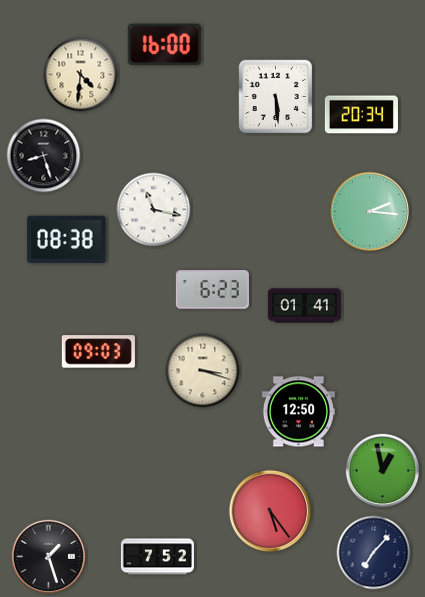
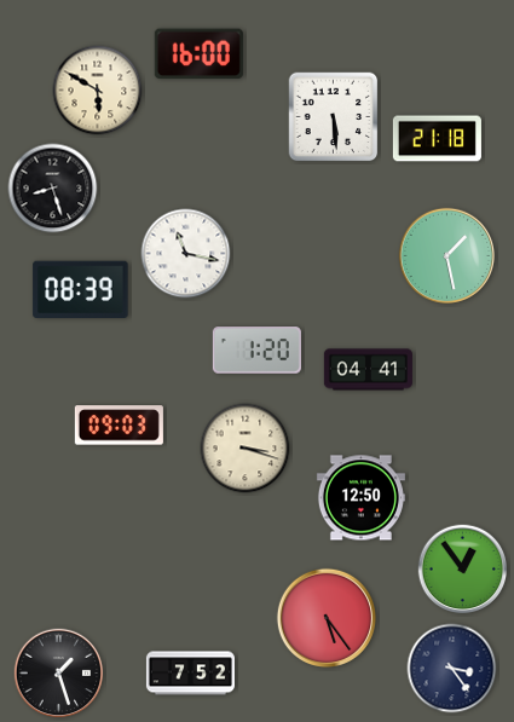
clock at (81, 75): 4:31 -> 5:50
clock at (361, 115): 20:34 -> 21:18
clock at (370, 212): 2:16 -> 1:28
clock at (67, 240): 08:38 -> 08:39
clock at (212, 290): 6:23 -> 1:20
clock at (304, 306): 01:41 -> 04:41
clock at (383, 471): 12:58 -> 12:54
clock at (374, 553): 7:07 -> 3:24
